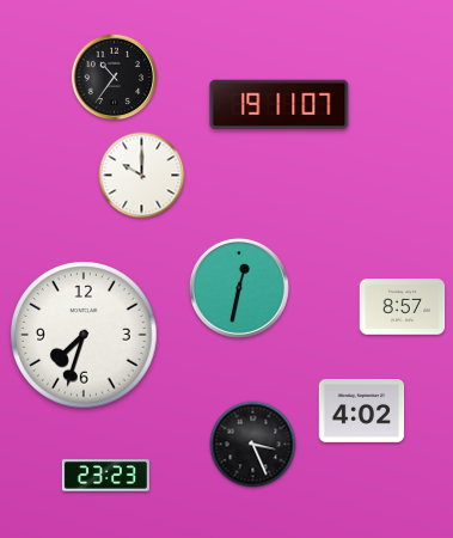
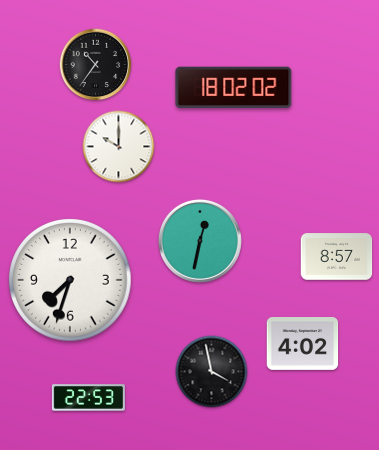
clock at (280, 105): 19:11 -> 18:02
clock at (253, 445): 3:26 -> 3:58
clock at (105, 476): 23:23 -> 22:53
